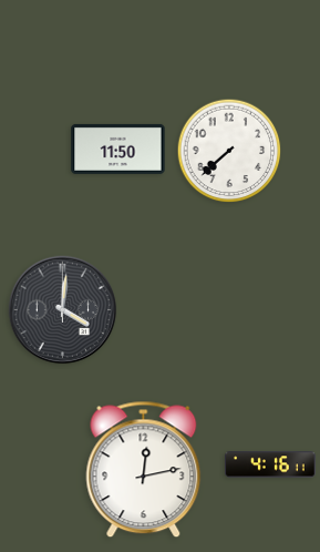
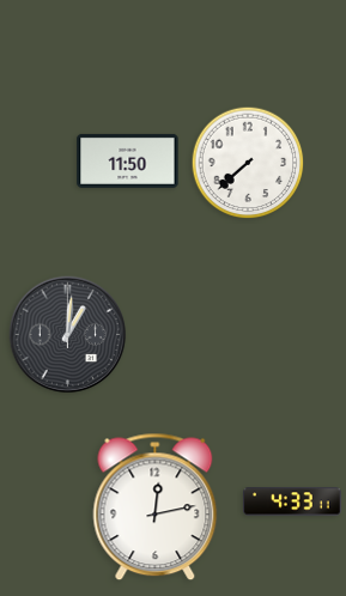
clock at (63, 310): 4:01 -> 1:01
clock at (271, 464): 4:16 -> 4:33
